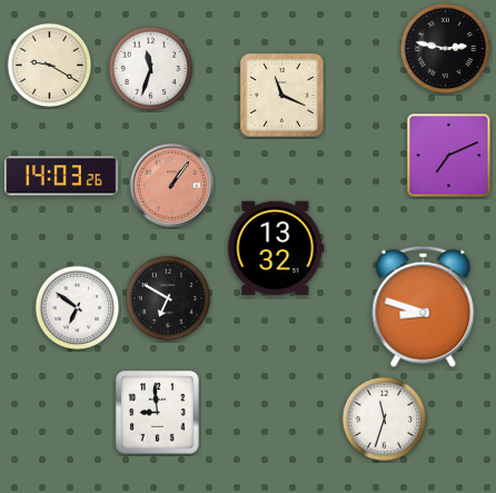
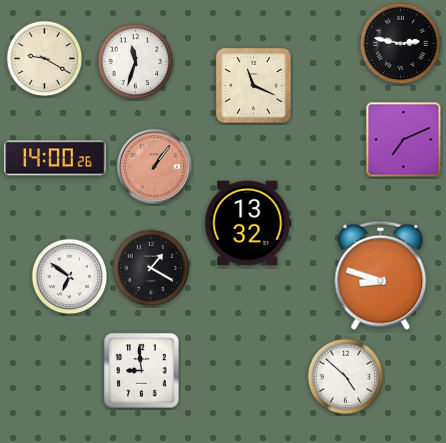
clock at (61, 176): 14:03 -> 14:00
clock at (168, 298): 6:50 -> 1:20
clock at (385, 420): 11:33 -> 4:52
